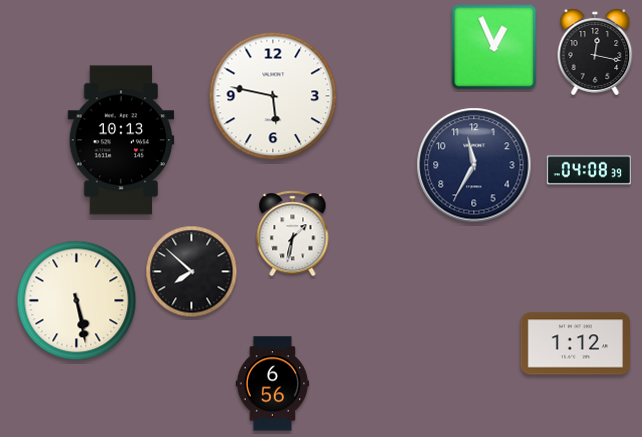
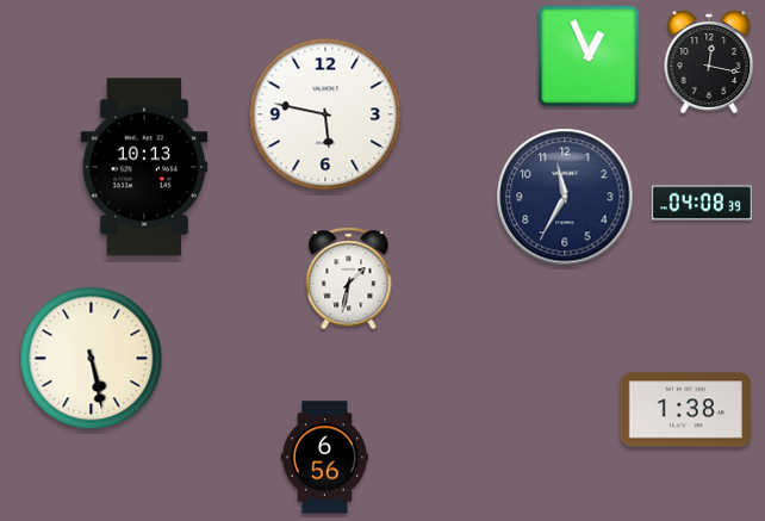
clock at (192, 272): 7:52 -> none
clock at (575, 344): 1:12 -> 1:38
